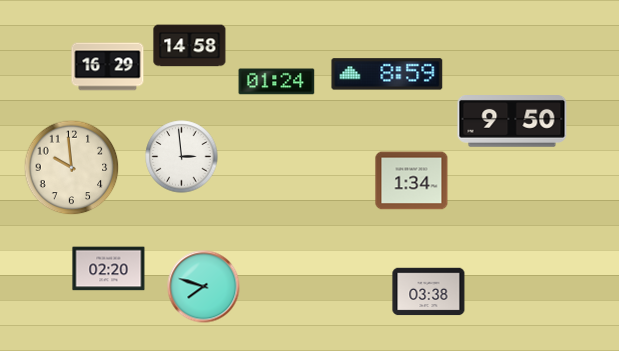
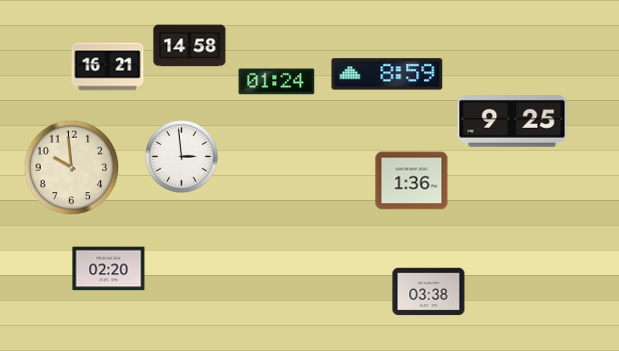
clock at (108, 67): 16:29 -> 16:21
clock at (512, 122): 9:50 -> 9:25
clock at (412, 181): 1:34 -> 1:36
clock at (204, 287): 7:48 -> none
